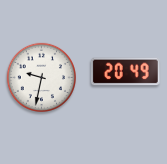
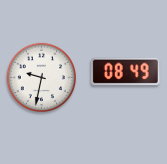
clock at (125, 72): 20:49 -> 08:49
